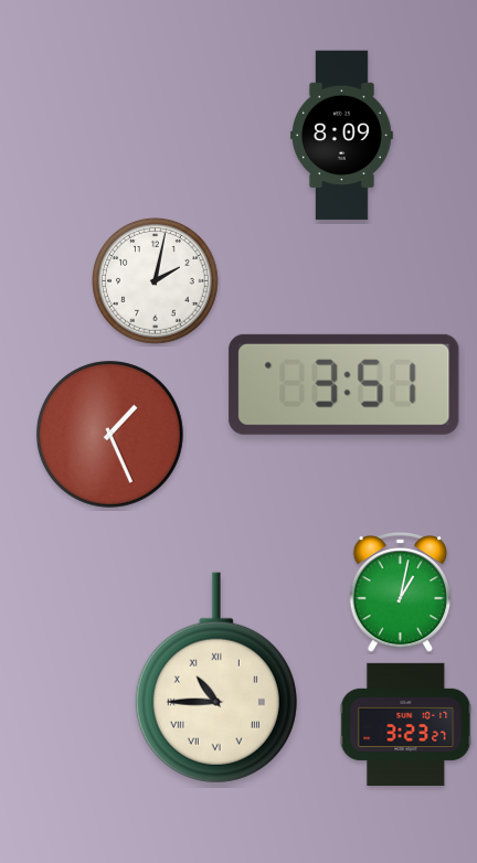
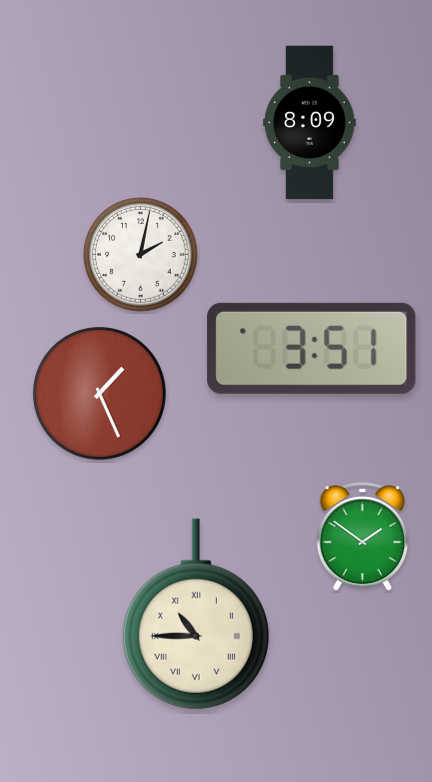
clock at (401, 593): 1:02 -> 1:51
clock at (406, 724): 3:23 -> none
